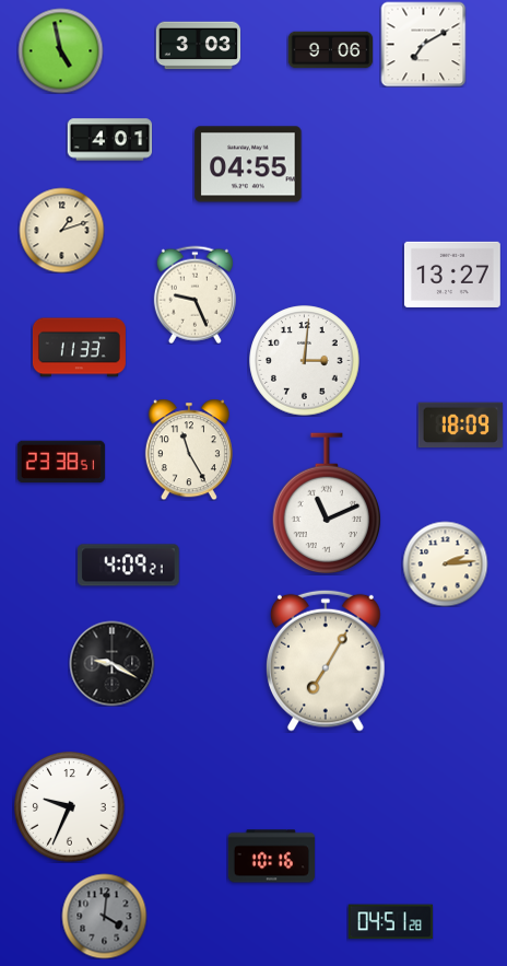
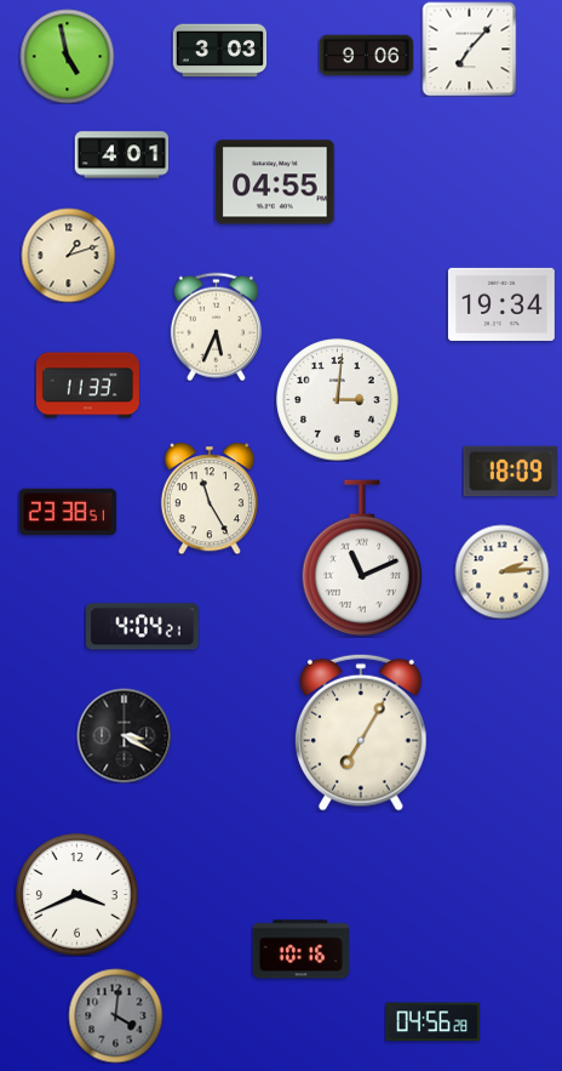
clock at (423, 44): 7:10 -> 7:07
clock at (452, 275): 13:27 -> 19:34
clock at (194, 294): 9:26 -> 5:34
clock at (445, 563) position: (445, 563) -> (501, 571)
clock at (129, 566): 4:09 -> 4:04
clock at (111, 663): 9:20 -> 3:20
clock at (70, 807): 9:34 -> 3:41
clock at (390, 922): 04:51 -> 04:56
